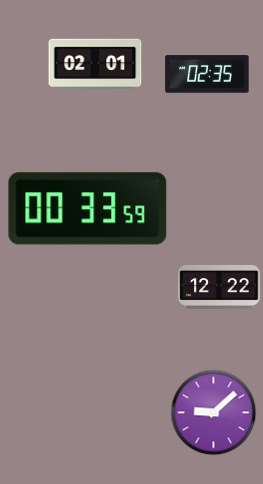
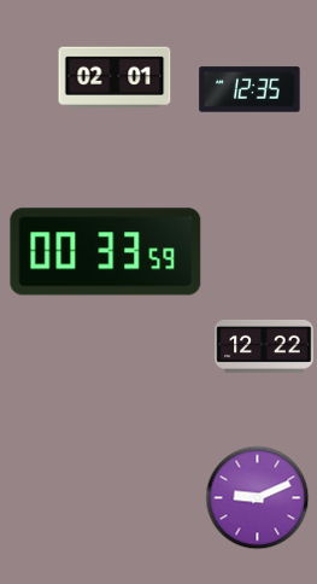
clock at (207, 74): 02:35 -> 12:35
clock at (214, 413): 9:08 -> 9:11
